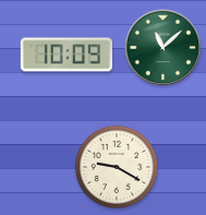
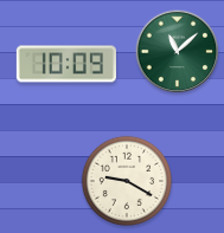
clock at (65, 55) position: (65, 55) -> (65, 64)
